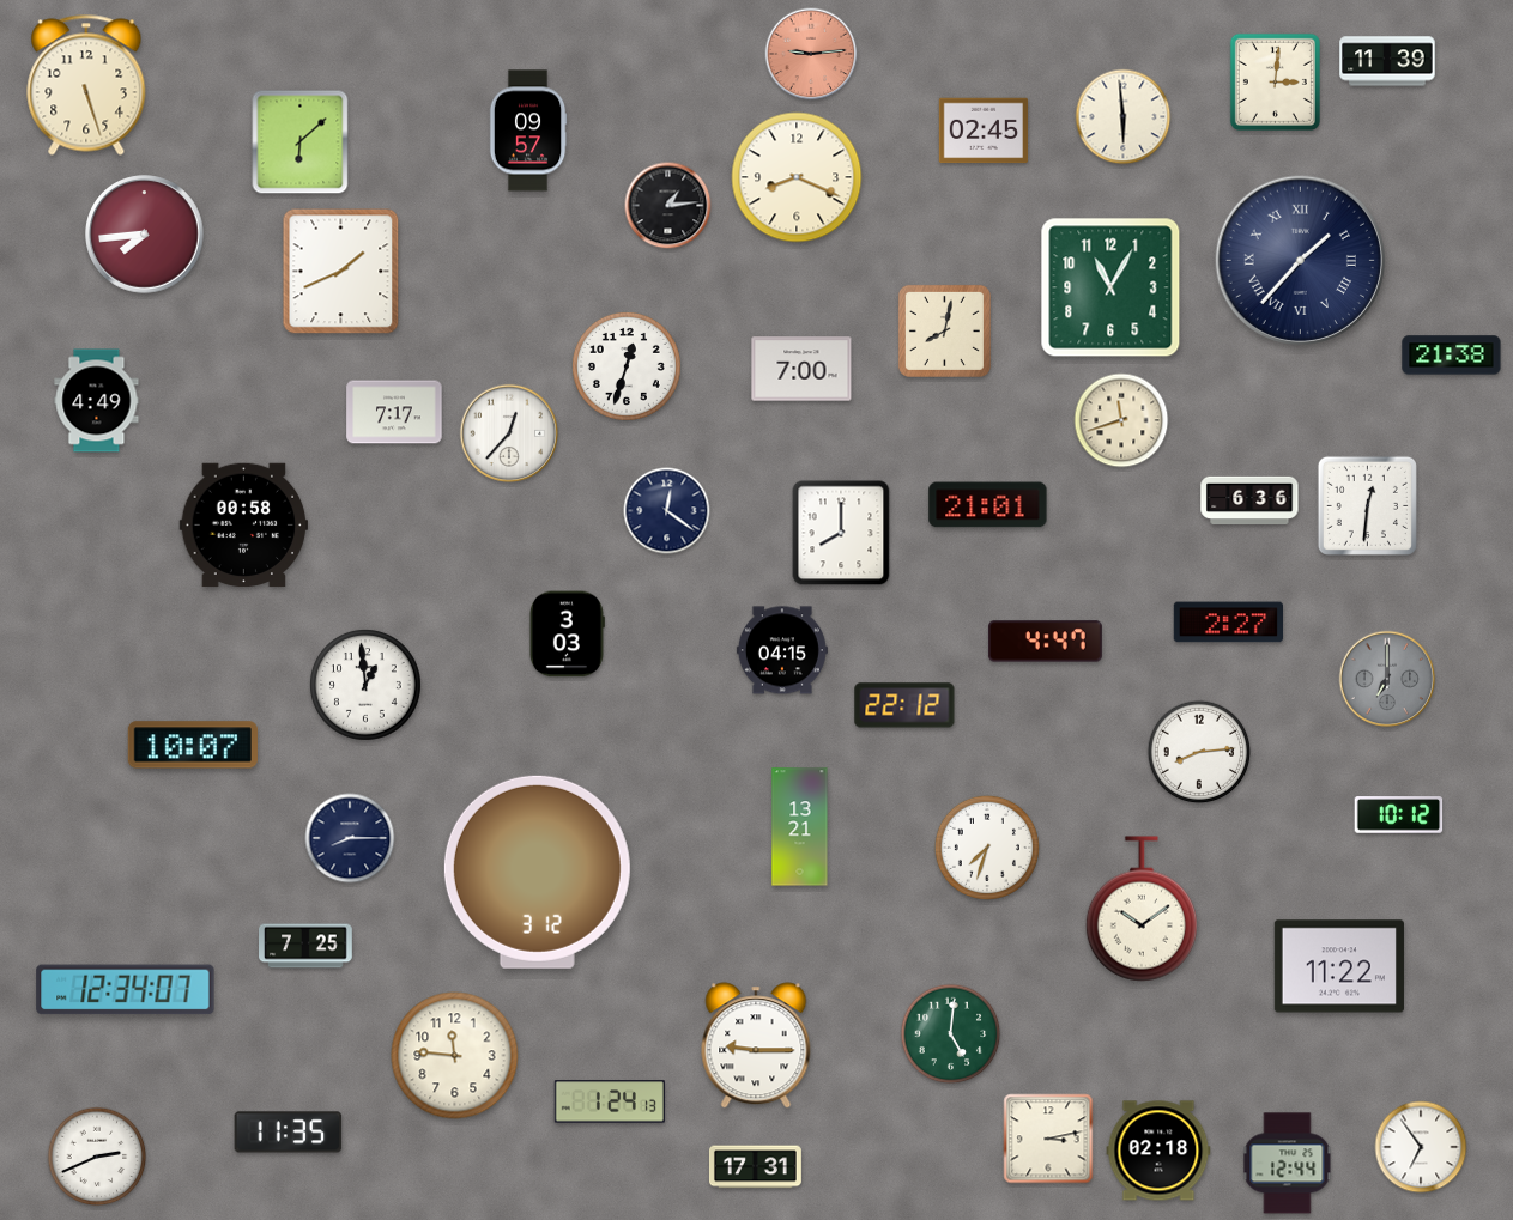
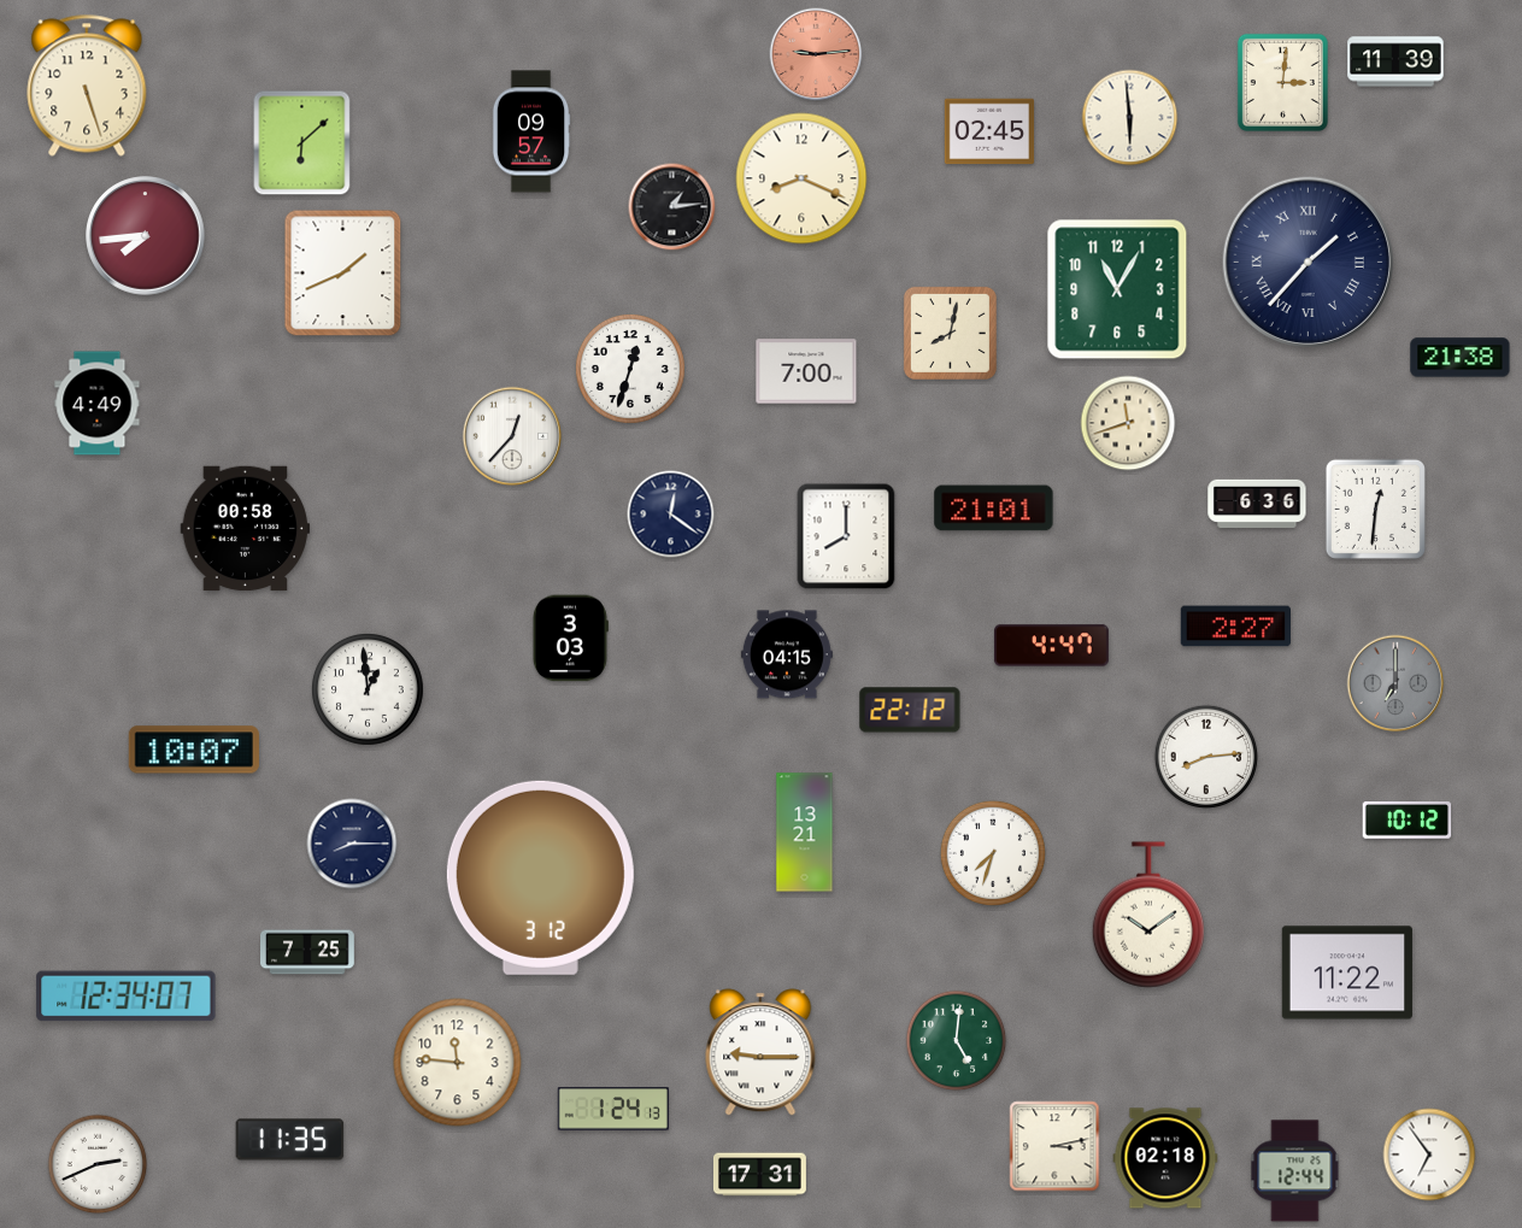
clock at (394, 412): 7:17 -> none
